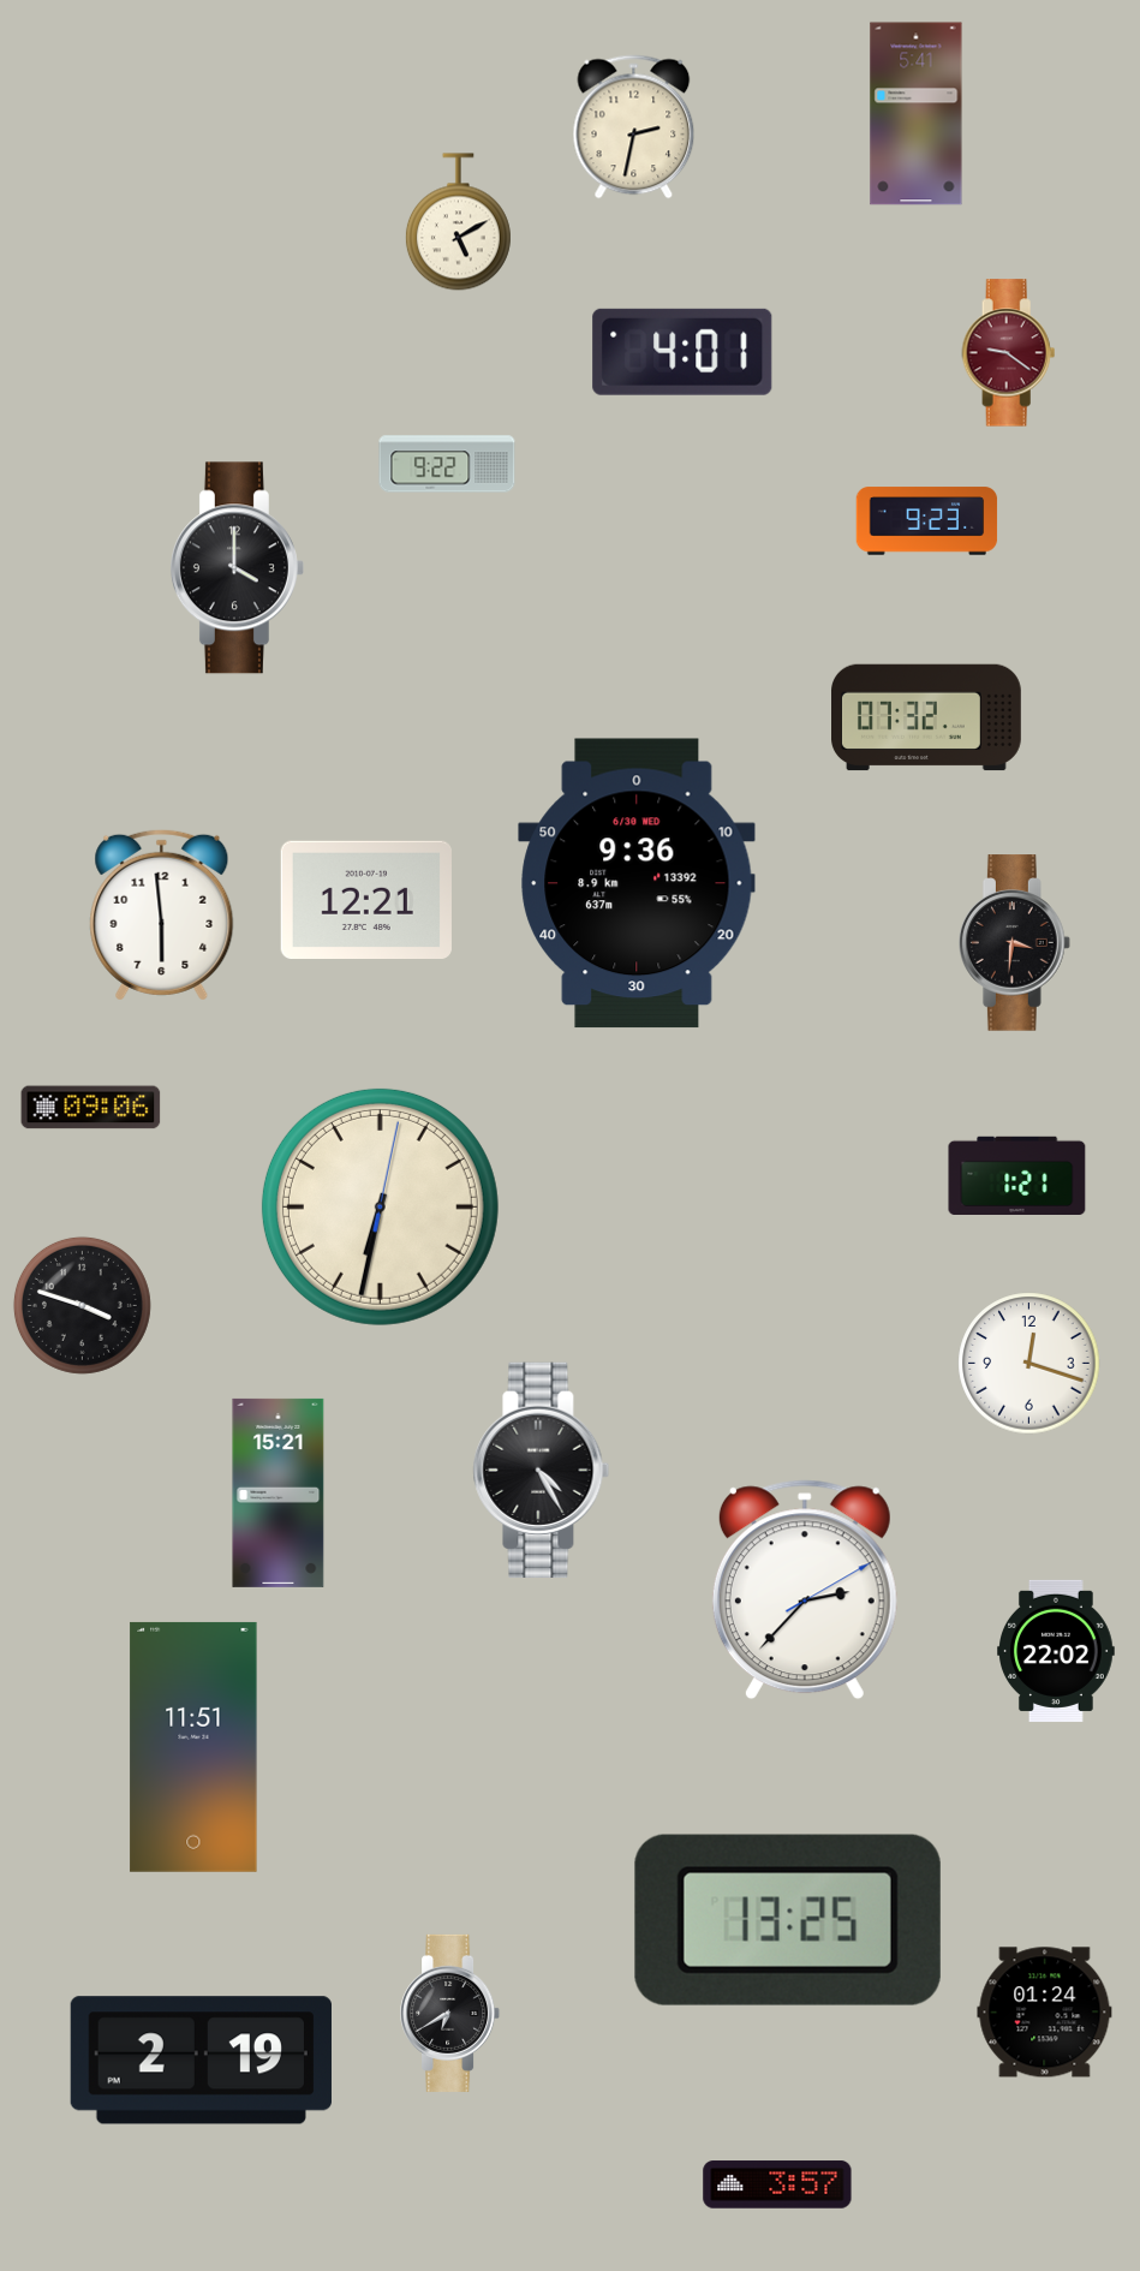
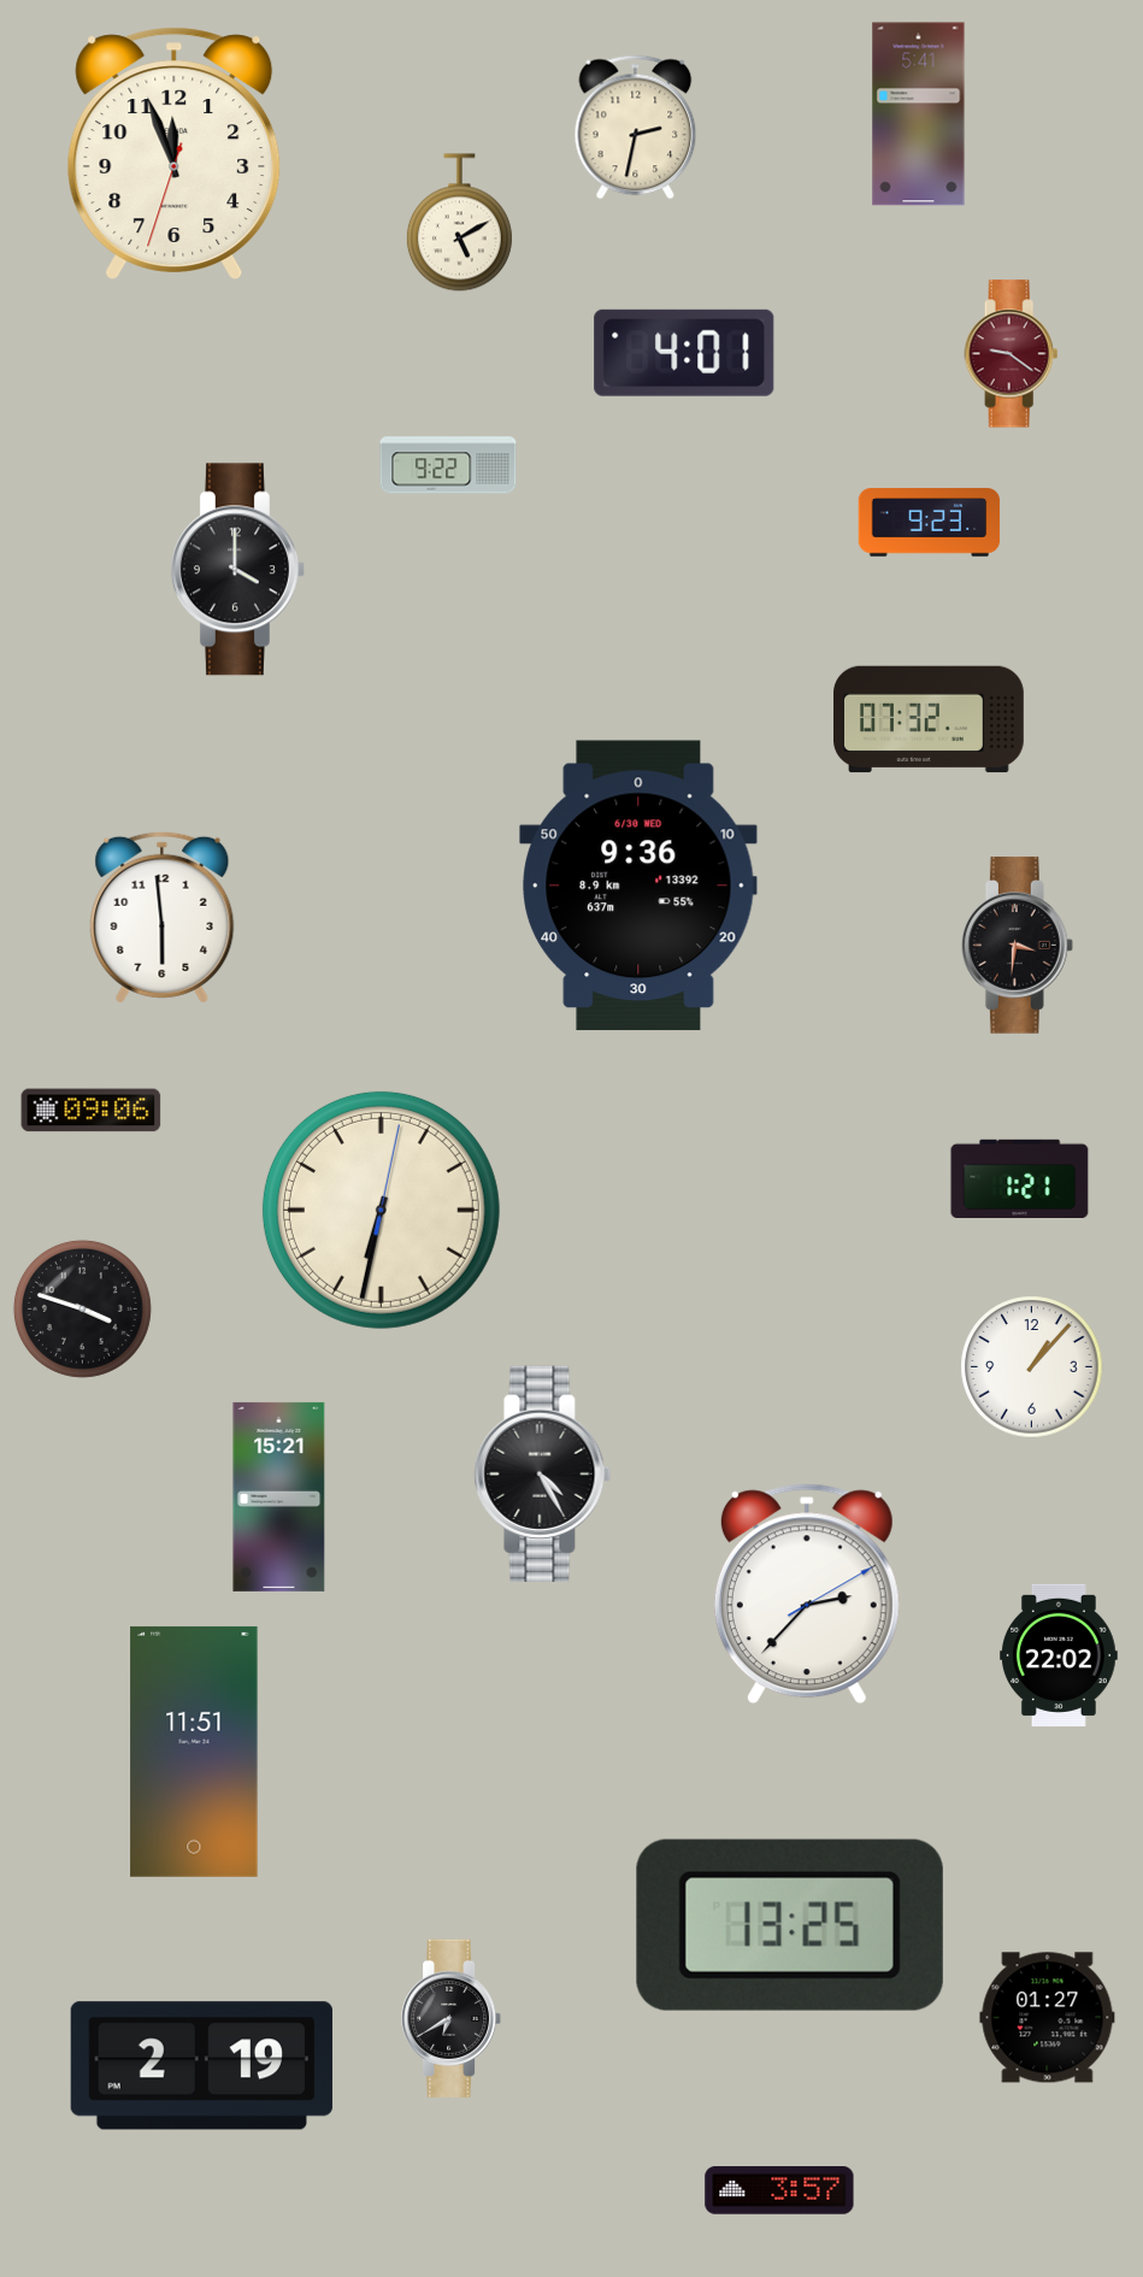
clock at (175, 153): none -> 11:56
clock at (366, 899): 12:21 -> none
clock at (1029, 1364): 12:18 -> 1:07
clock at (1045, 2013): 01:24 -> 01:27
